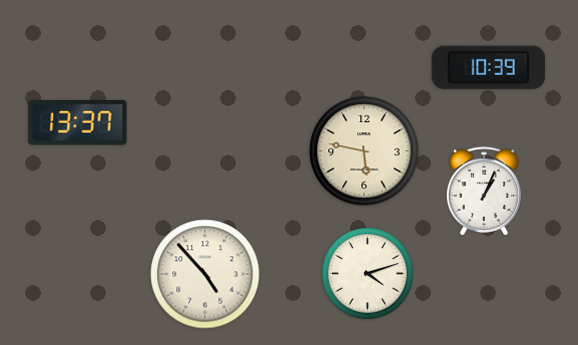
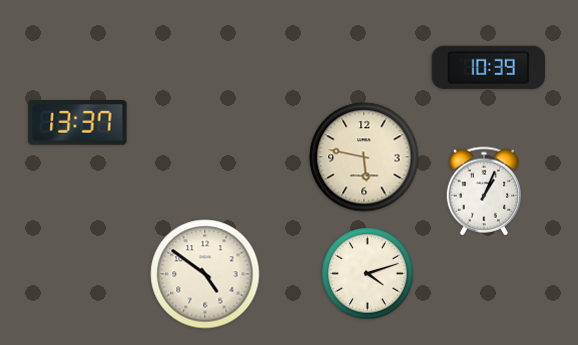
clock at (364, 151) position: (364, 151) -> (364, 157)
clock at (205, 274): 4:53 -> 4:51
